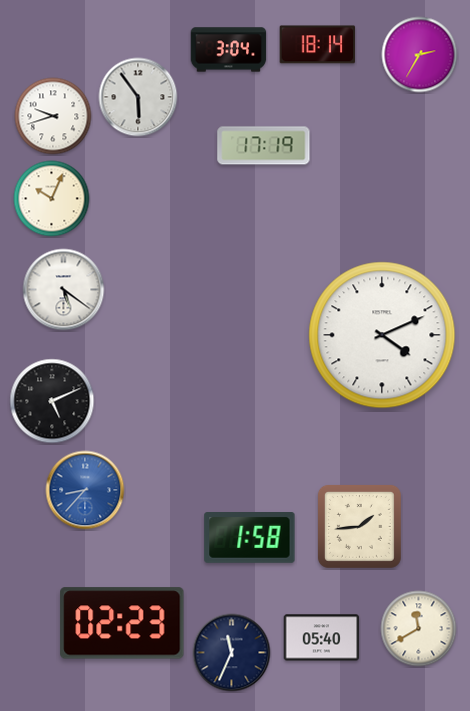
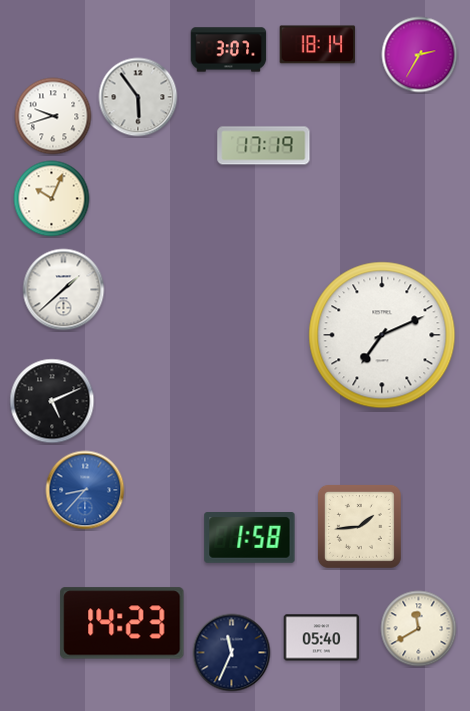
clock at (229, 50): 3:04 -> 3:07
clock at (64, 290): 5:21 -> 1:38
clock at (382, 335): 4:11 -> 7:11
clock at (122, 623): 02:23 -> 14:23
